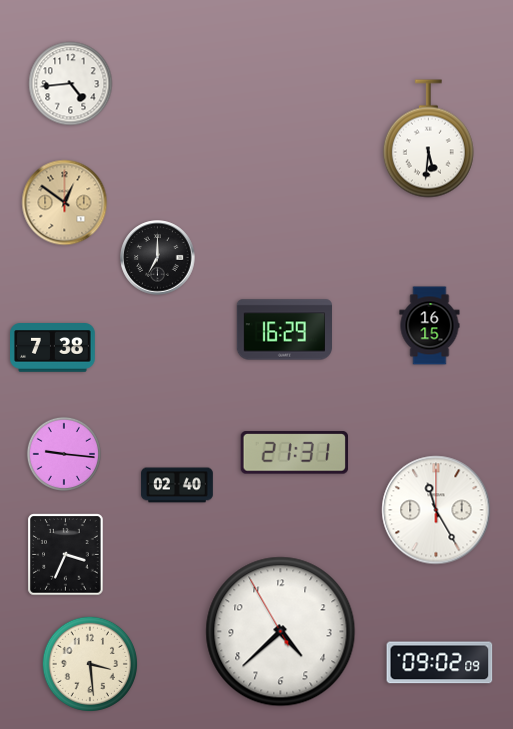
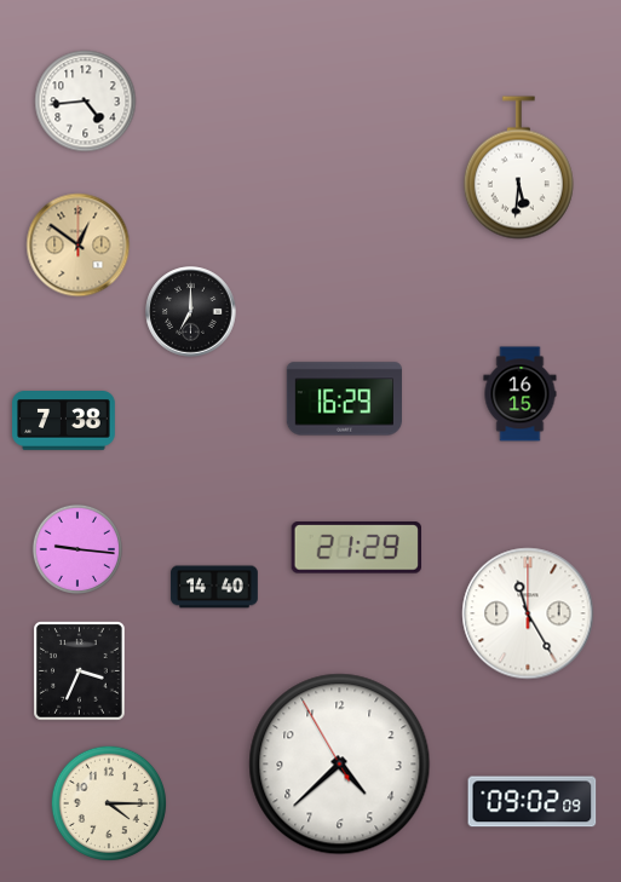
clock at (294, 453): 21:31 -> 21:29
clock at (177, 485): 02:40 -> 14:40
clock at (436, 510) position: (436, 510) -> (528, 613)
clock at (89, 663): 3:29 -> 4:15
